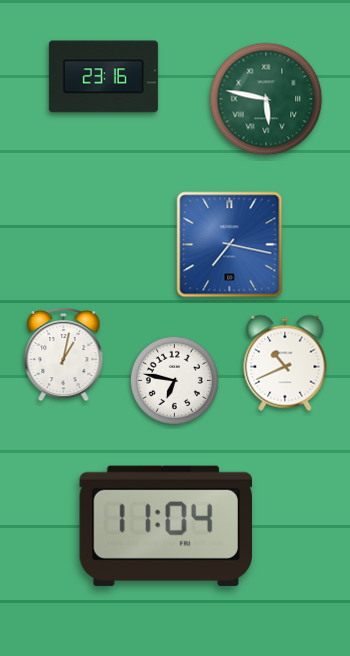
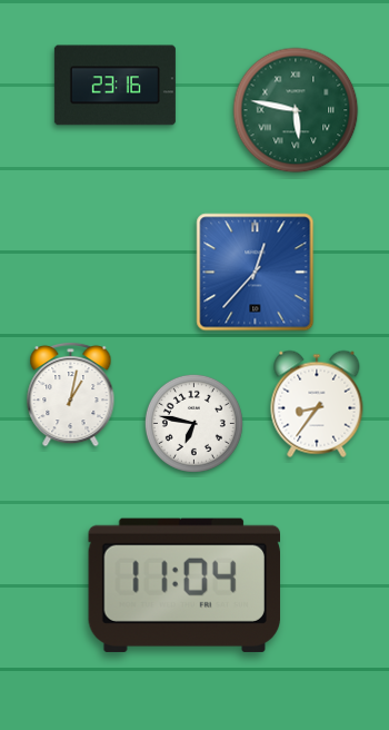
clock at (230, 245): 7:17 -> 12:37
clock at (285, 363): 10:41 -> 8:36
